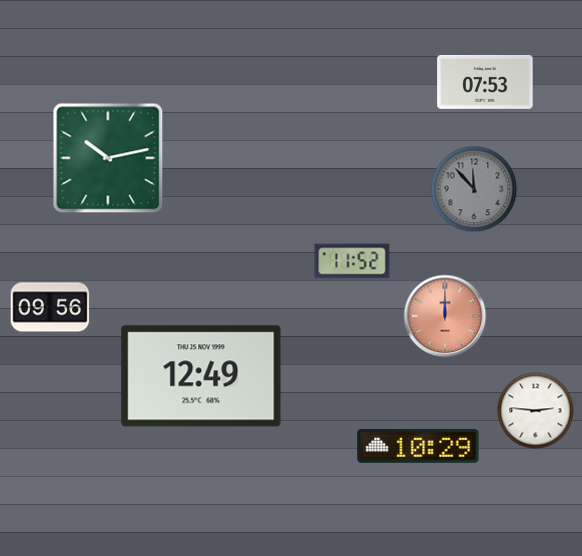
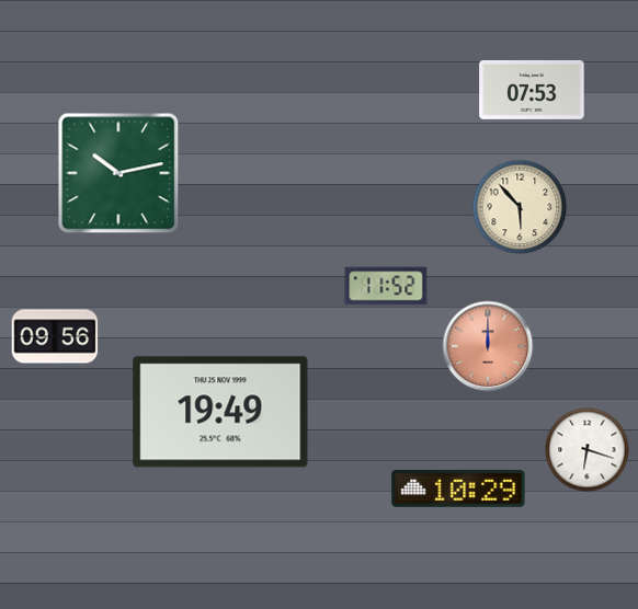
clock at (474, 189): 11:53 -> 5:53
clock at (474, 189) dial: grey -> cream
clock at (201, 376): 12:49 -> 19:49
clock at (536, 411): 2:46 -> 6:18
